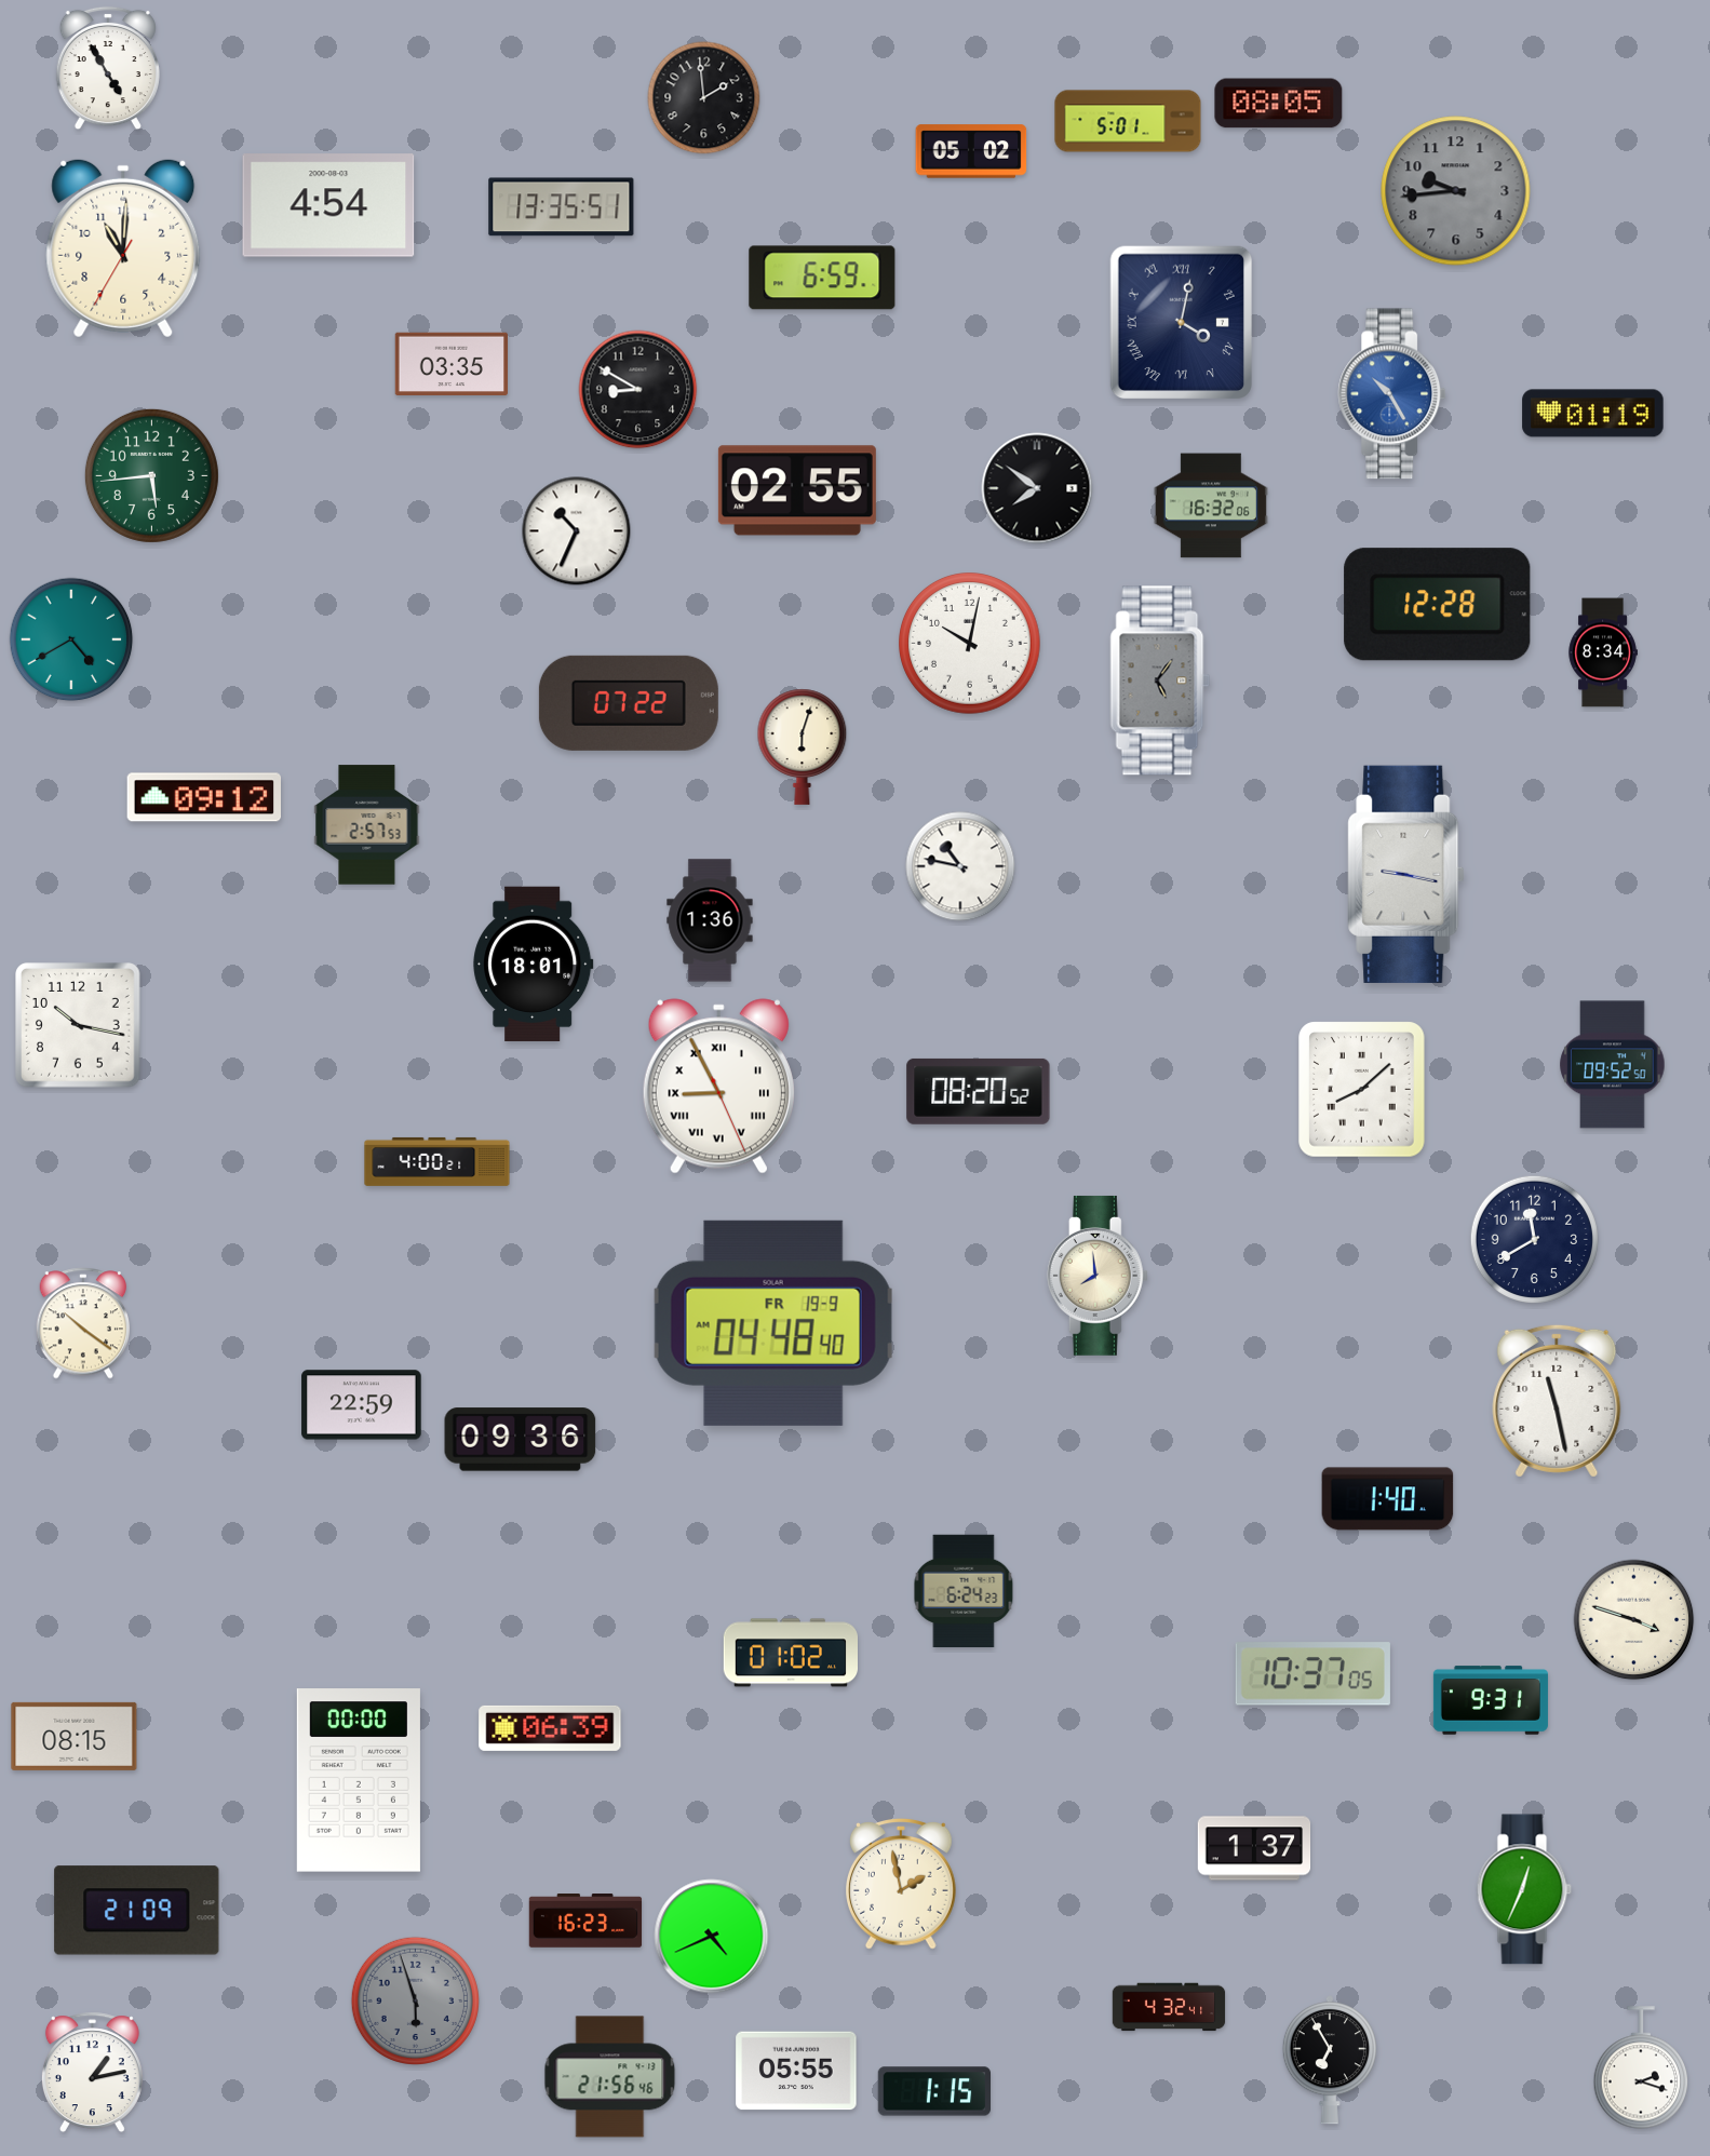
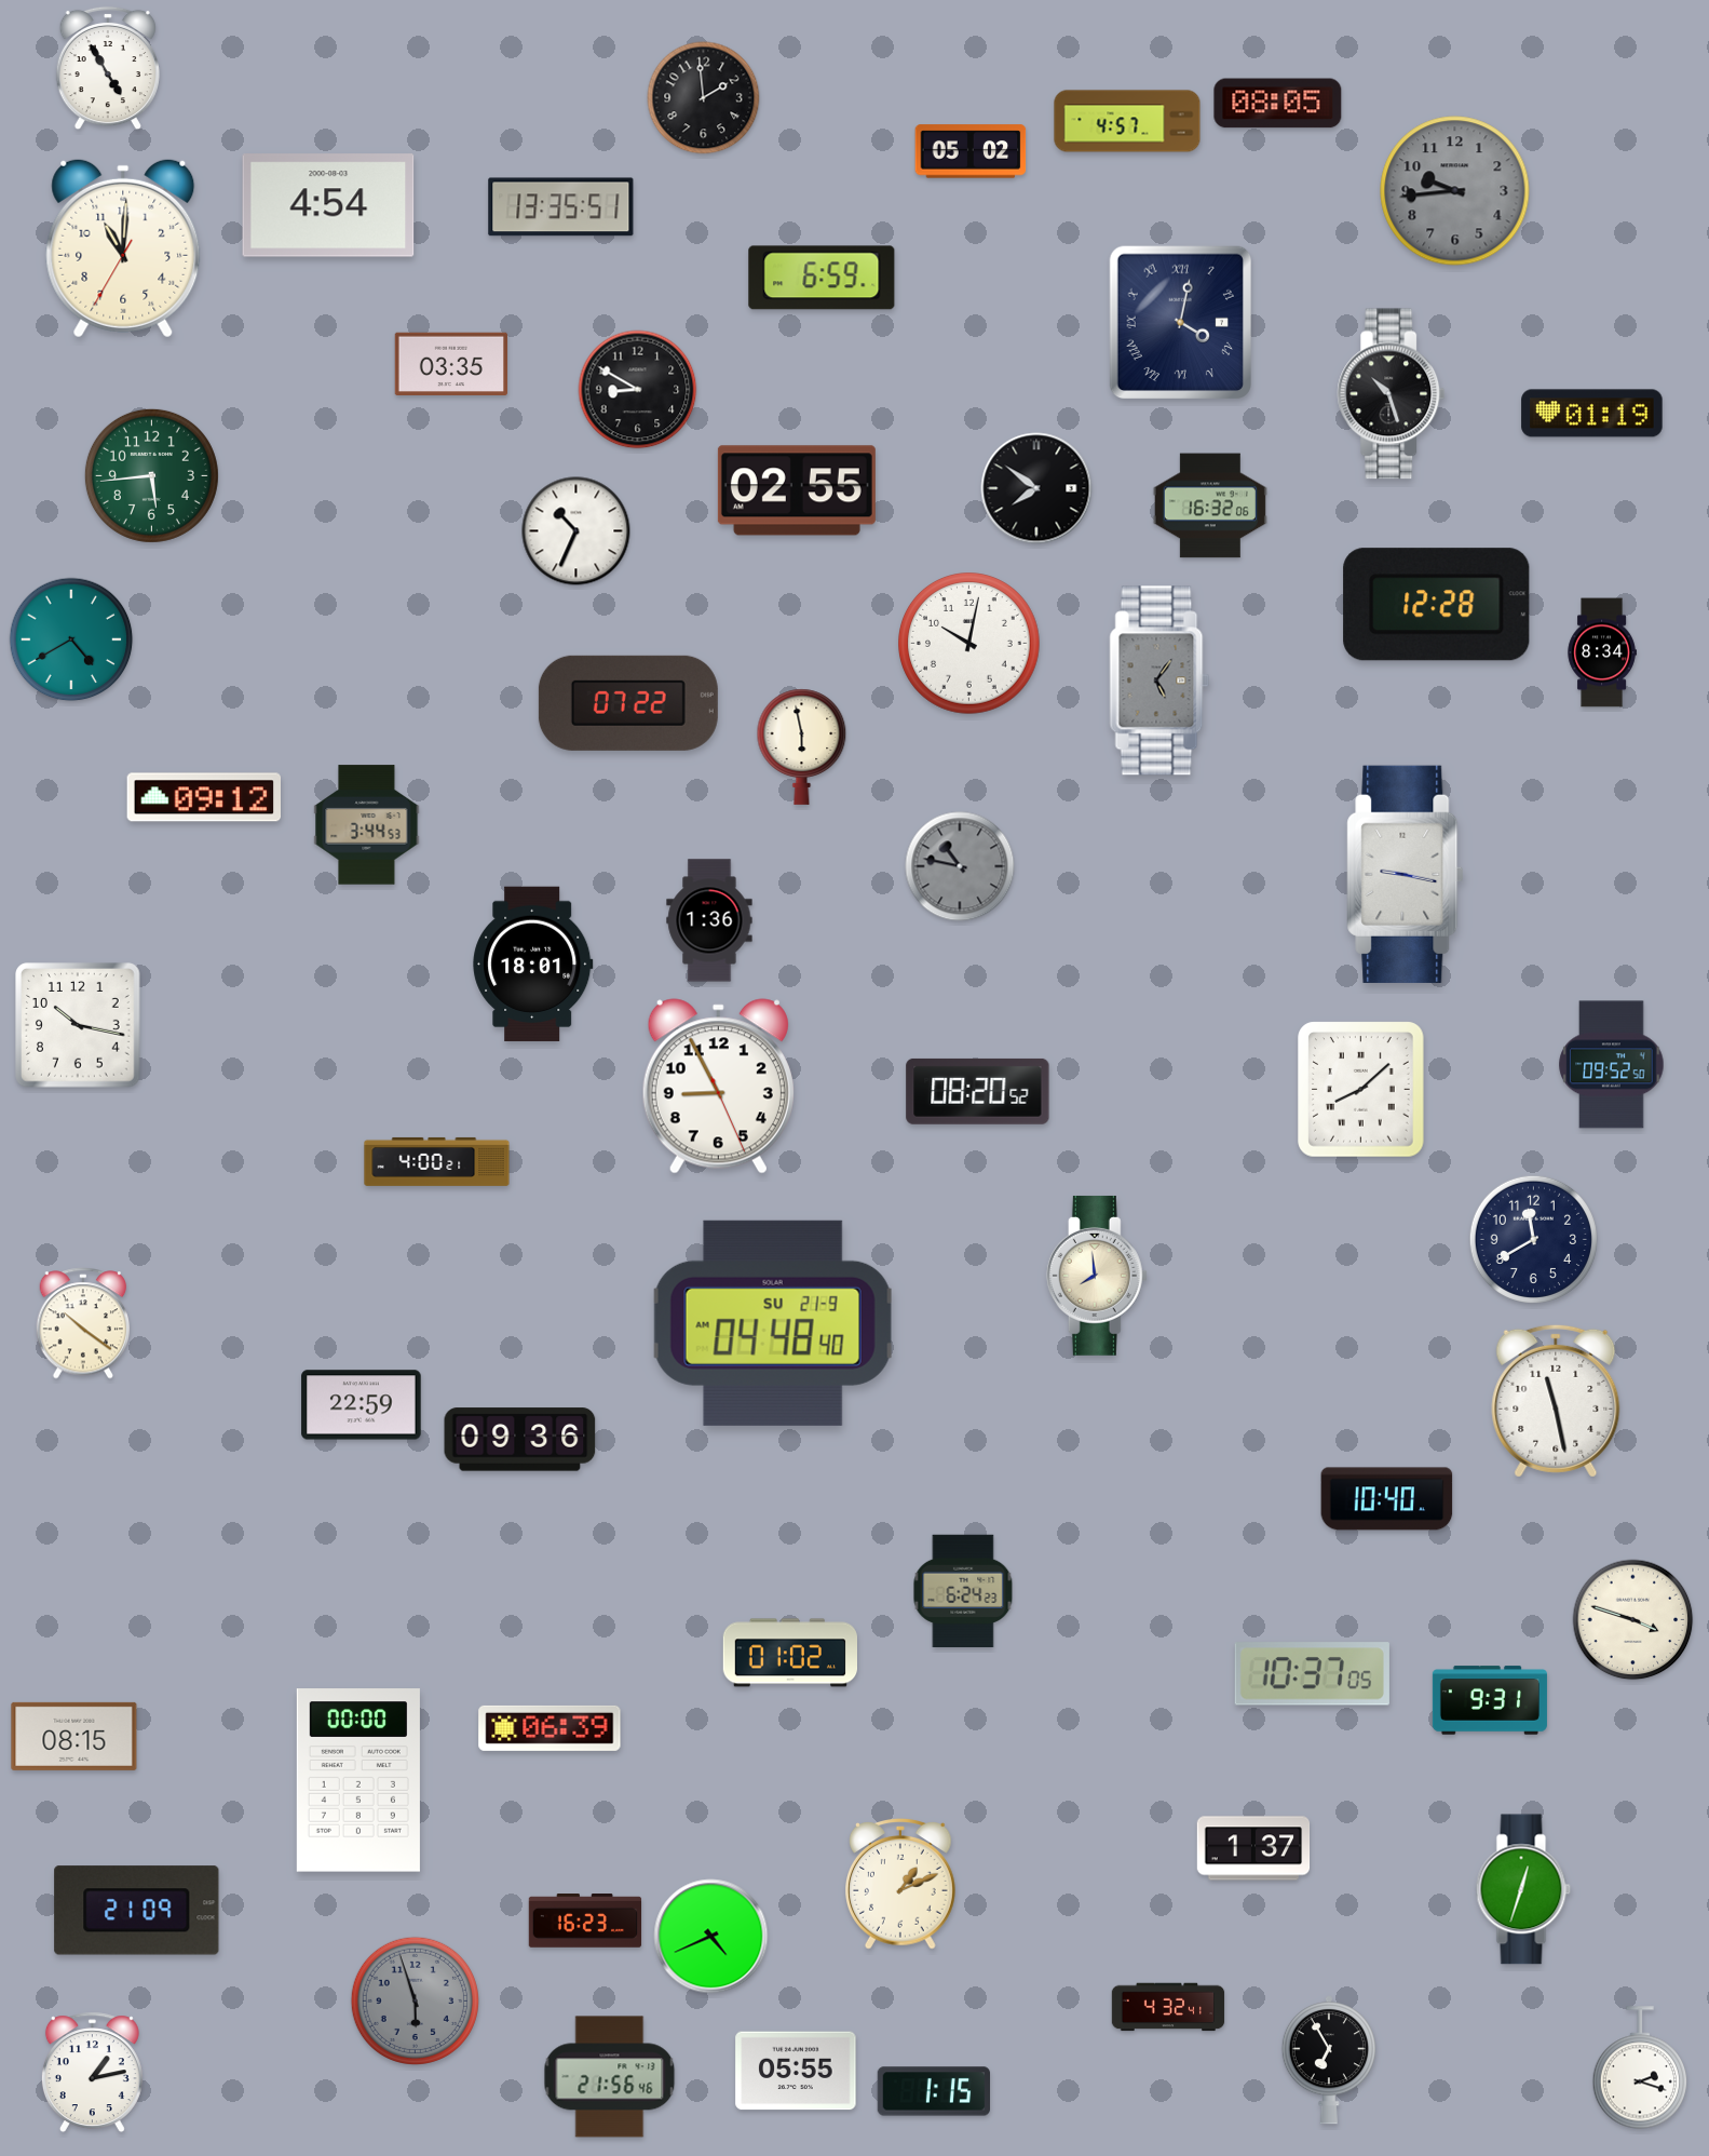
clock at (1128, 121): 5:01 -> 4:57
clock at (1392, 394): 10:25 -> 10:27
clock at (1392, 394) dial: blue -> black
clock at (803, 746): 6:03 -> 5:58
clock at (367, 825): 2:57 -> 3:44
clock at (960, 866) dial: white -> grey
clock at (718, 1087) numerals: Roman -> Arabic
clock at (773, 1323) date: FR 19-9 -> SU 21-9
clock at (1388, 1499): 1:40 -> 10:40
clock at (902, 1885): 1:58 -> 1:11
clock at (1524, 1889): 12:34 -> 12:33
